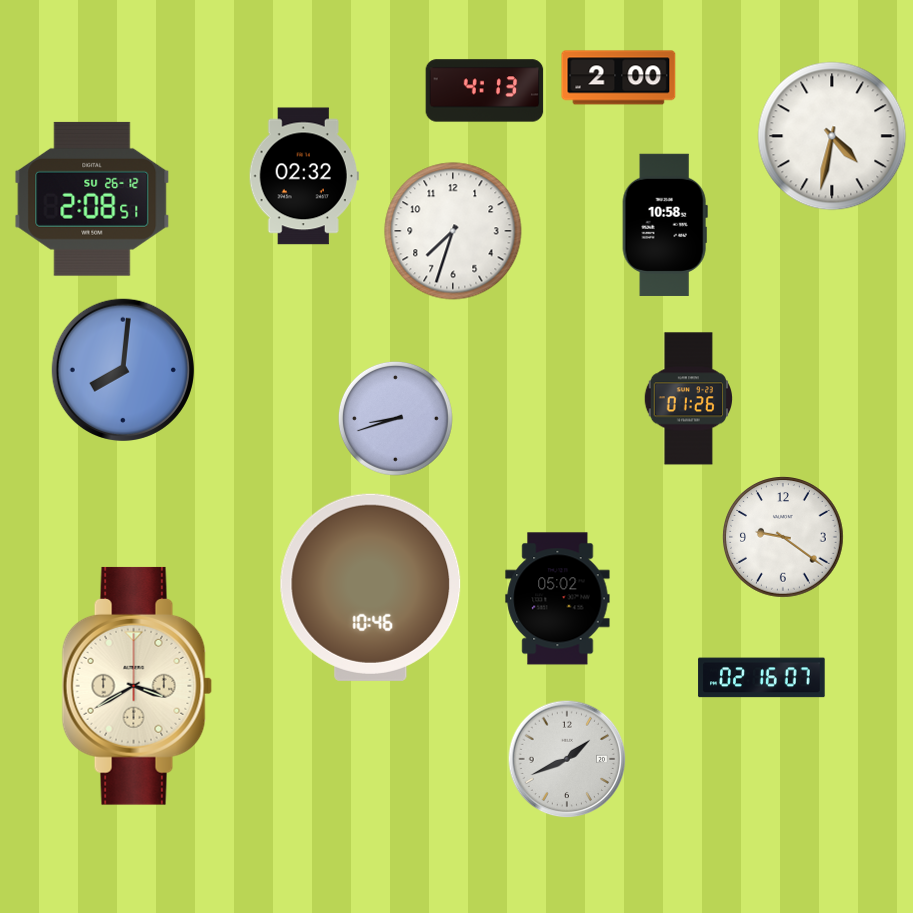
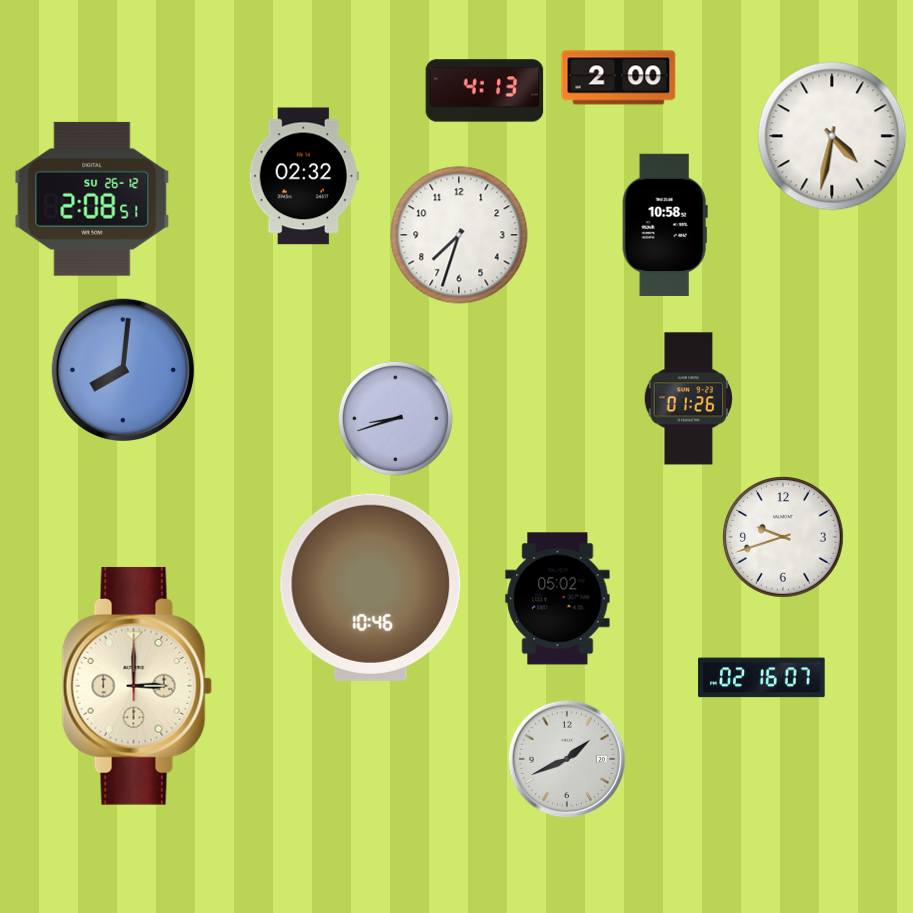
clock at (453, 231) position: (453, 231) -> (459, 235)
clock at (783, 537): 9:21 -> 9:42
clock at (137, 686): 3:40 -> 3:00
